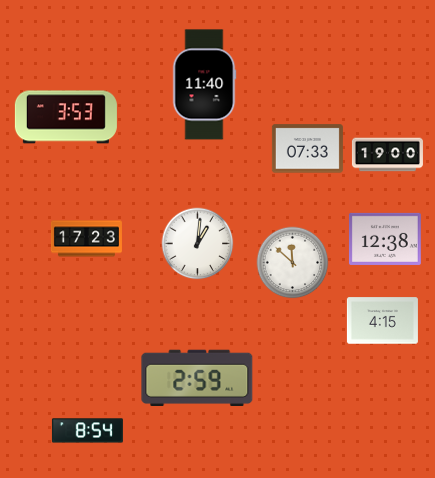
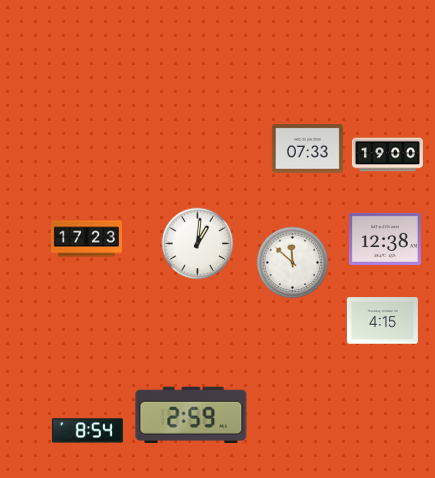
clock at (204, 85): 11:40 -> none
clock at (66, 117): 3:53 -> none
clock at (197, 377) position: (197, 377) -> (191, 414)
